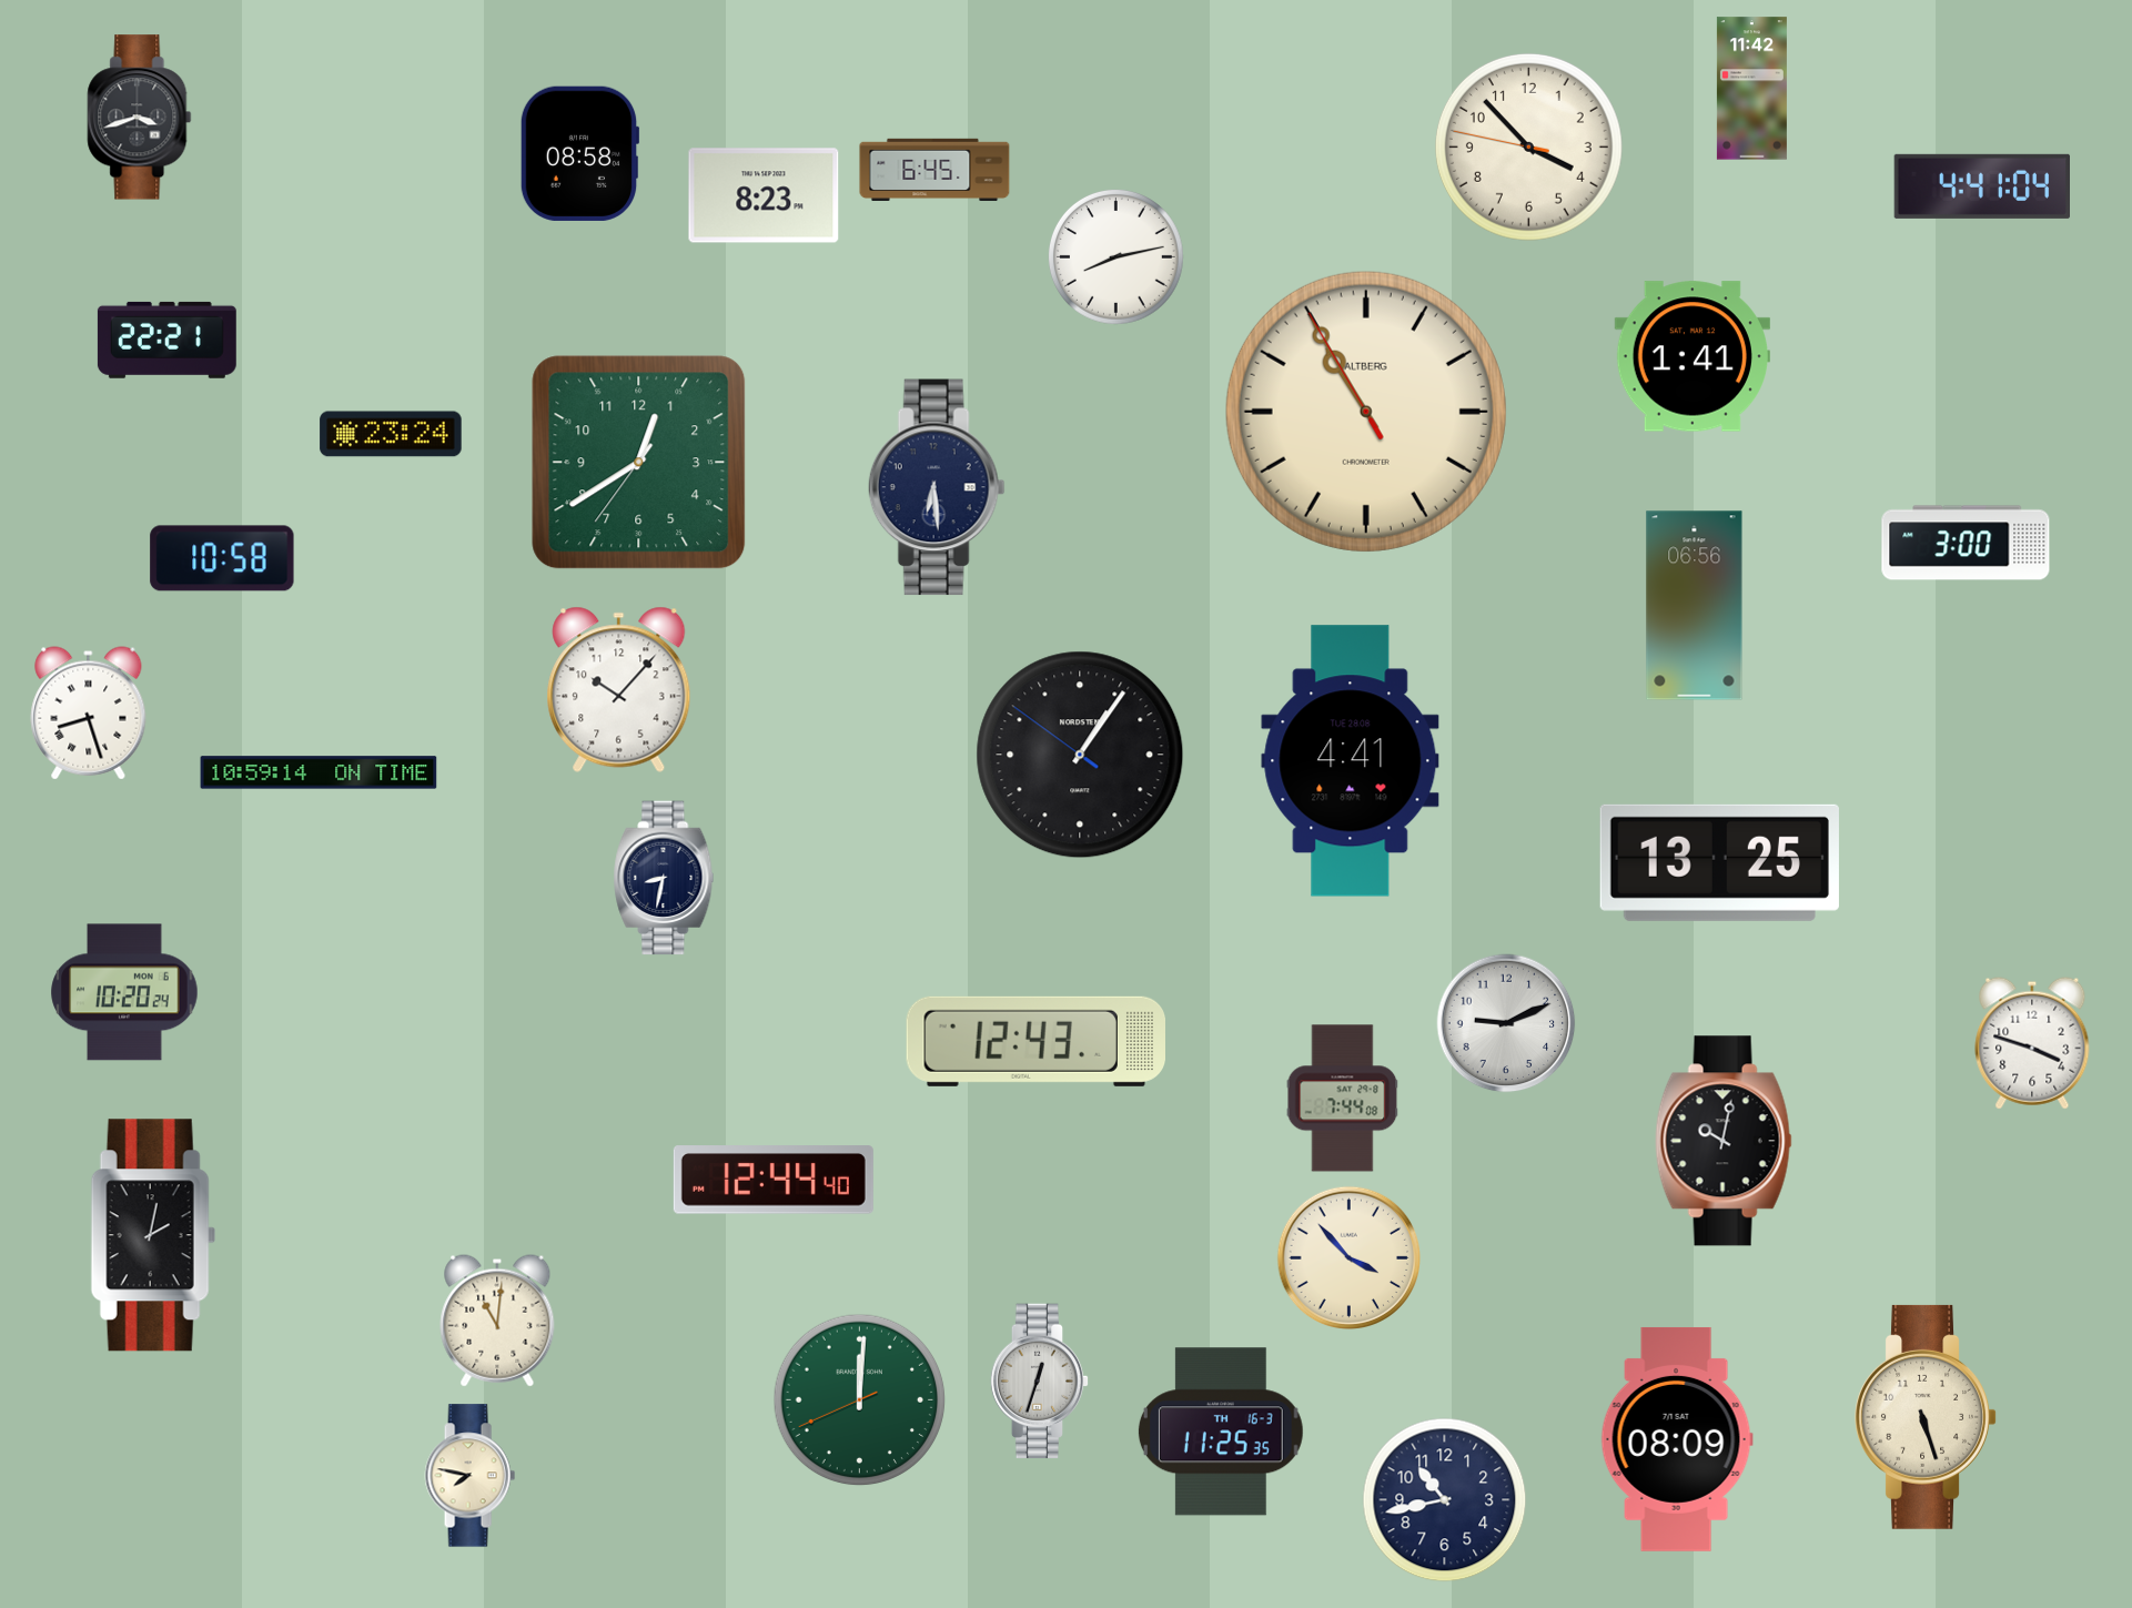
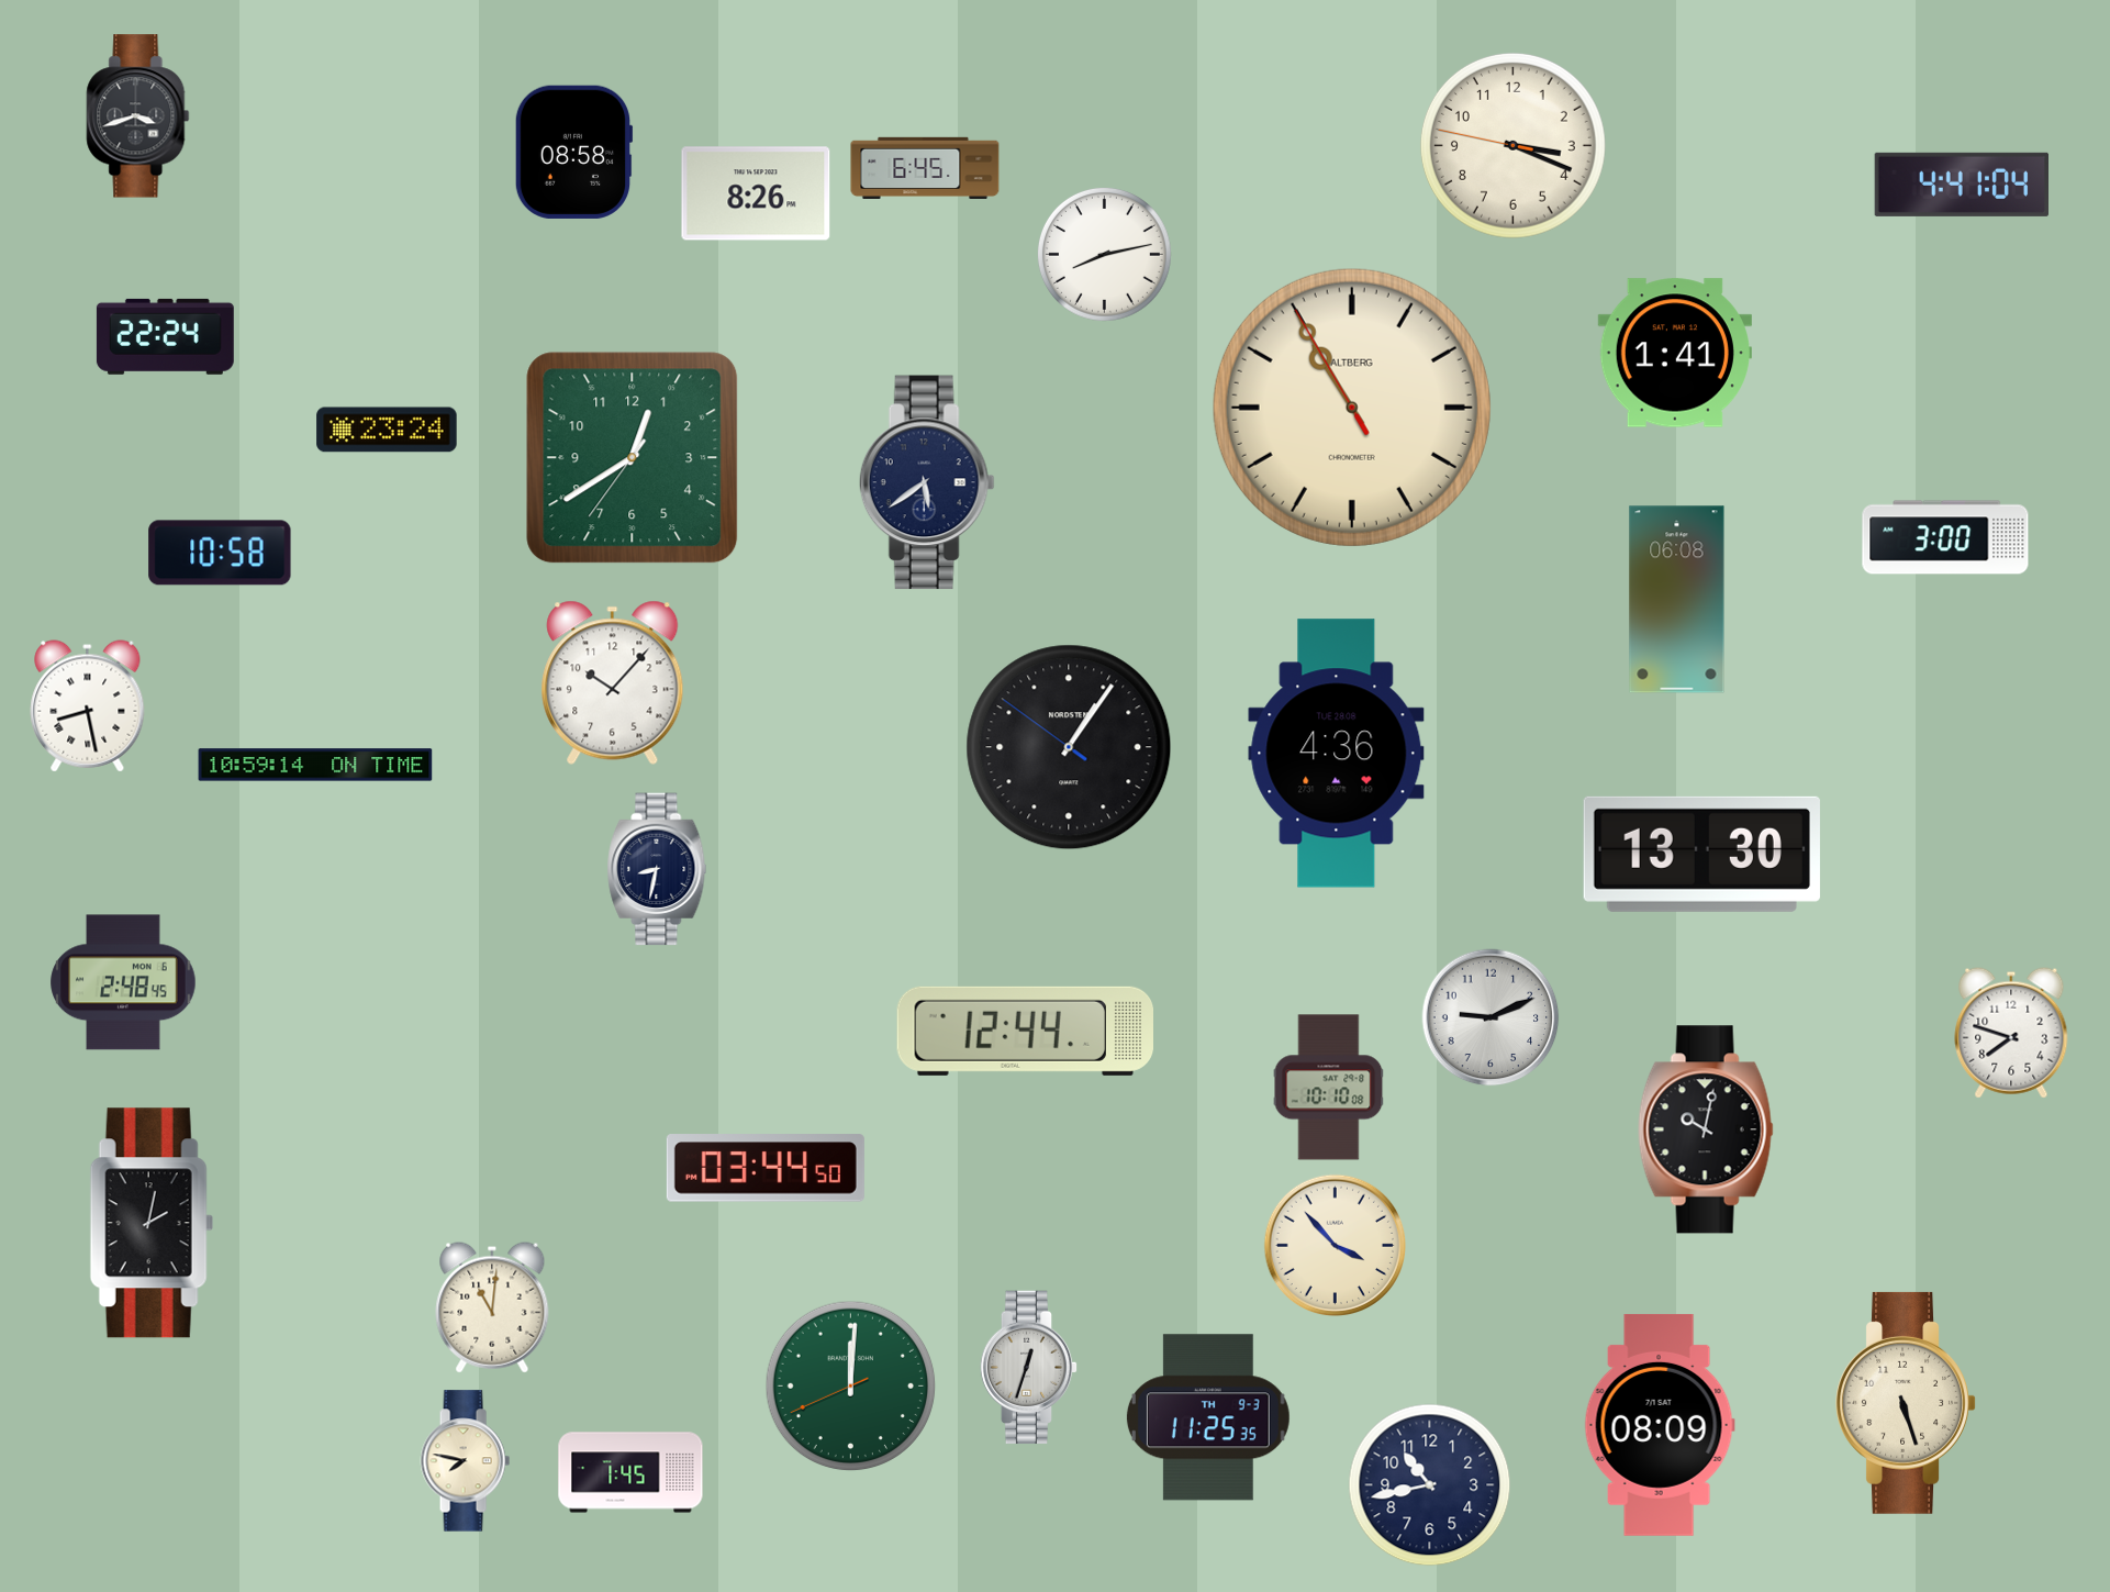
clock at (1751, 89): 11:42 -> none
clock at (1528, 146): 3:52 -> 3:18
clock at (764, 195): 8:23 -> 8:26
clock at (166, 340): 22:21 -> 22:24
clock at (937, 487): 6:29 -> 5:39
clock at (1695, 606): 06:56 -> 06:08
clock at (89, 714): 8:27 -> 8:28
clock at (1351, 761): 4:41 -> 4:36
clock at (1719, 862): 13:25 -> 13:30
clock at (124, 992): 10:20 -> 2:48
clock at (1506, 1023) position: (1506, 1023) -> (1491, 1017)
clock at (1035, 1041): 12:43 -> 12:44
clock at (2032, 1043): 3:48 -> 7:48
clock at (1343, 1099): 7:44 -> 10:10
clock at (774, 1180): 12:44 -> 03:44
clock at (1221, 1432) date: TH 16-3 -> TH 9-3
clock at (630, 1472): none -> 1:45
